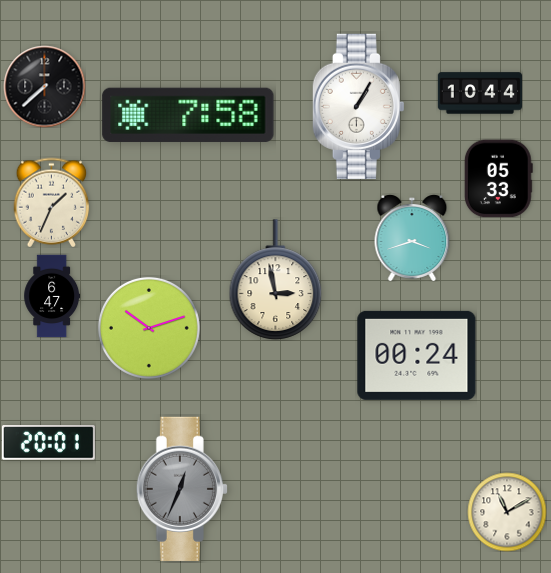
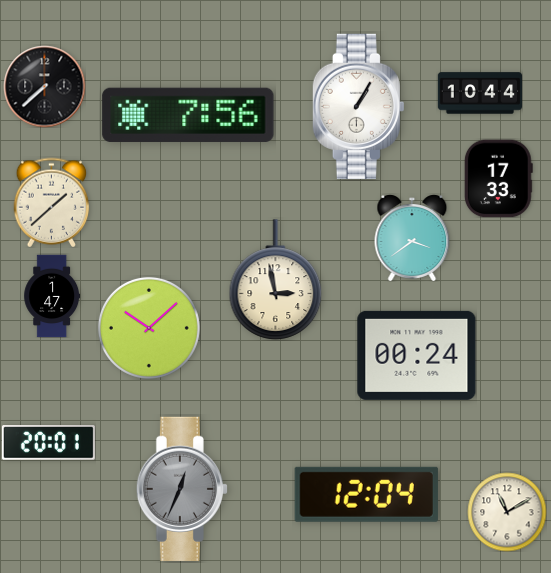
clock at (188, 114): 7:58 -> 7:56
clock at (498, 178): 05:33 -> 17:33
clock at (52, 202): 1:34 -> 1:38
clock at (412, 238): 3:42 -> 3:39
clock at (52, 296): 6:47 -> 1:47
clock at (149, 328): 10:12 -> 10:08
clock at (366, 494): none -> 12:04
